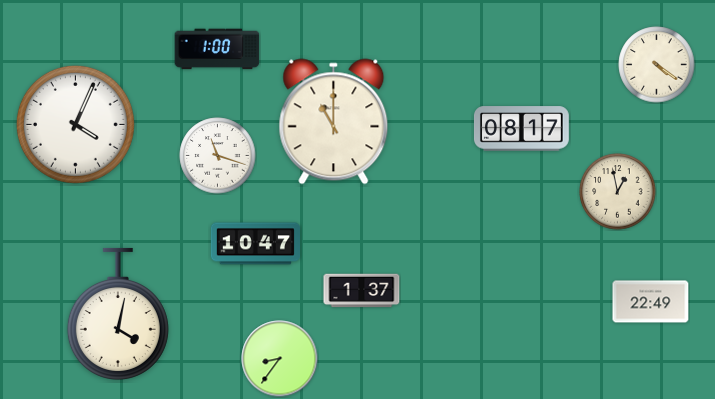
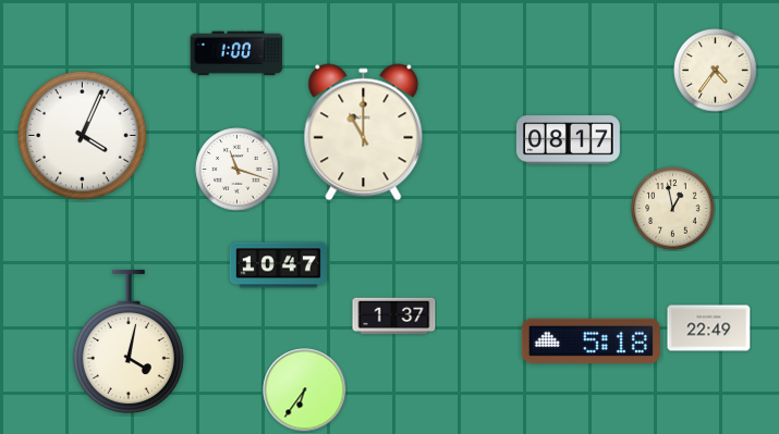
clock at (657, 65): 4:21 -> 4:36
clock at (591, 340): none -> 5:18
clock at (280, 359): 8:36 -> 6:36
